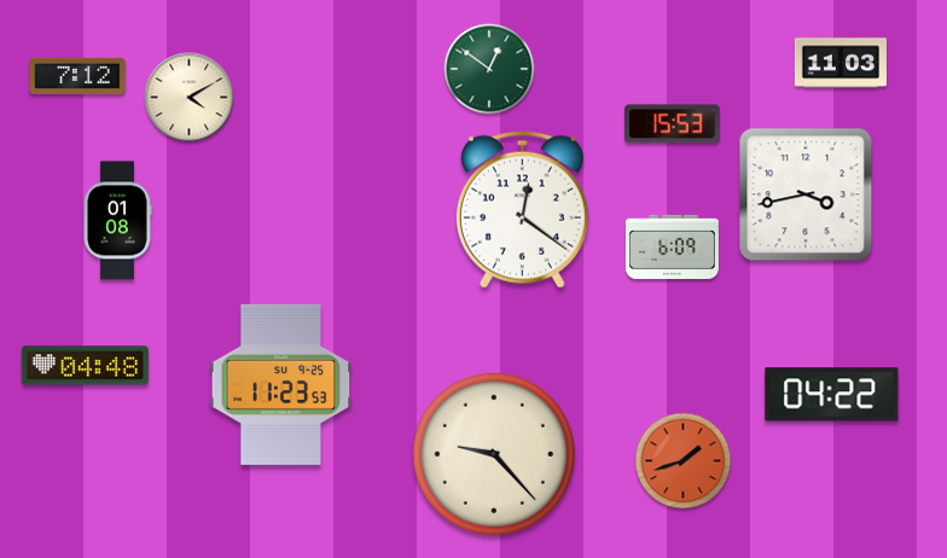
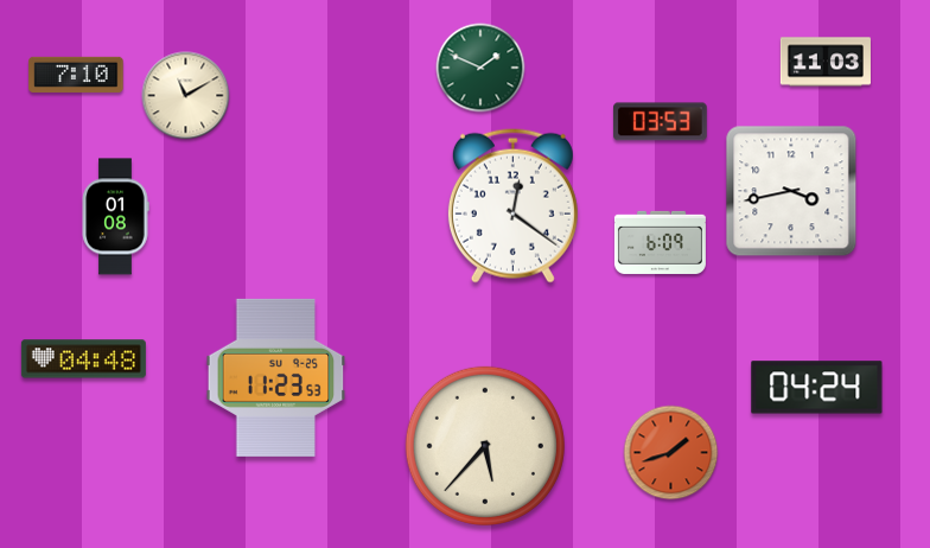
clock at (489, 69): 12:51 -> 1:49
clock at (77, 76): 7:12 -> 7:10
clock at (190, 98): 4:10 -> 11:10
clock at (673, 124): 15:53 -> 03:53
clock at (832, 395): 04:22 -> 04:24
clock at (494, 454): 9:23 -> 5:37
